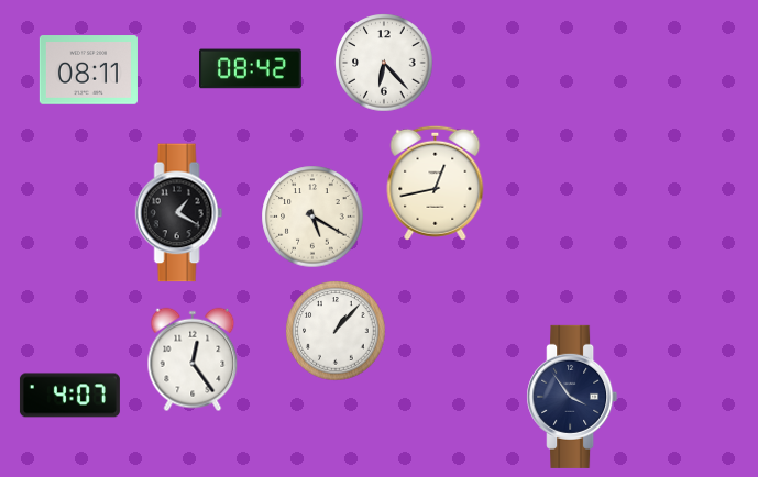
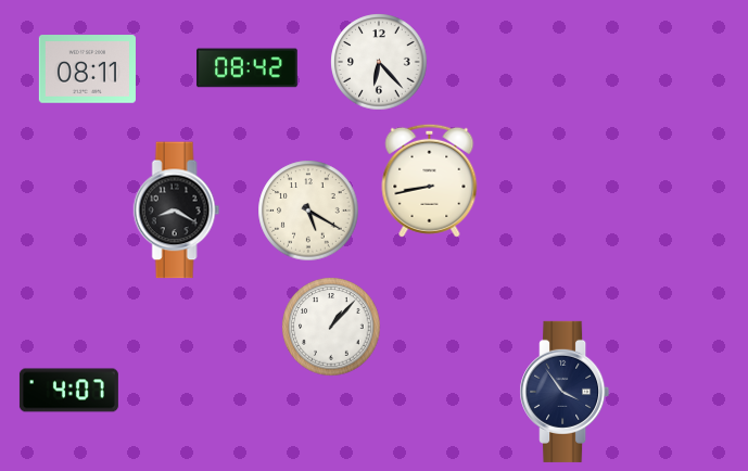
clock at (436, 182): 12:43 -> 8:43
clock at (179, 213): 1:20 -> 8:20
clock at (312, 217) position: (312, 217) -> (308, 211)
clock at (193, 359): 12:24 -> none
